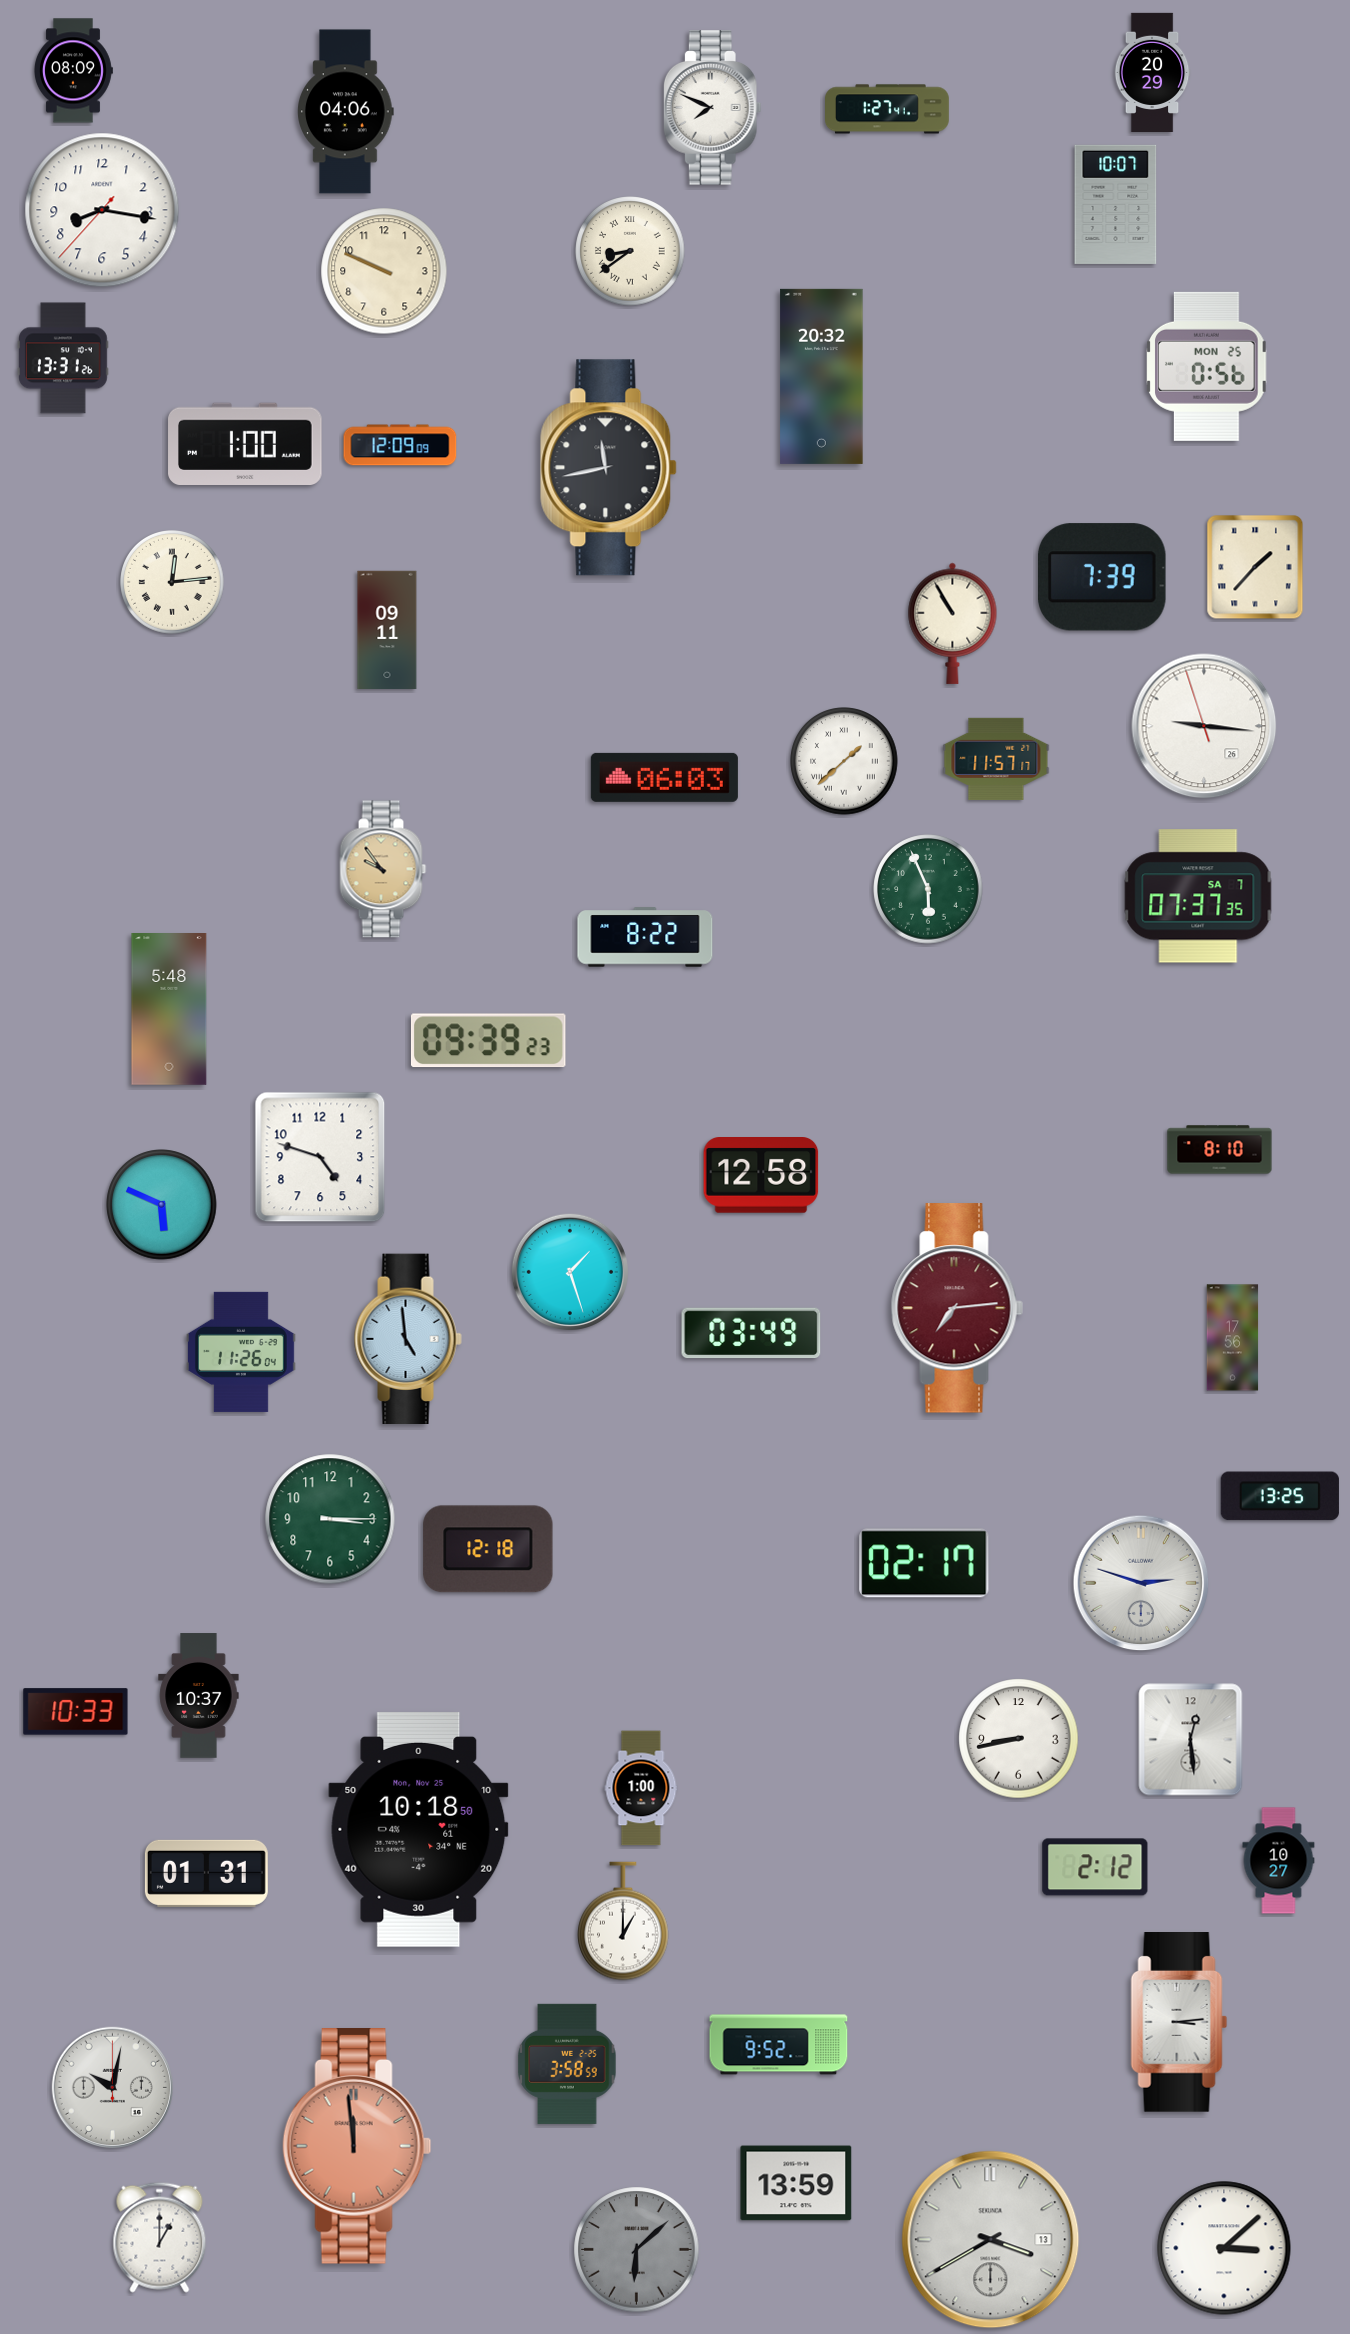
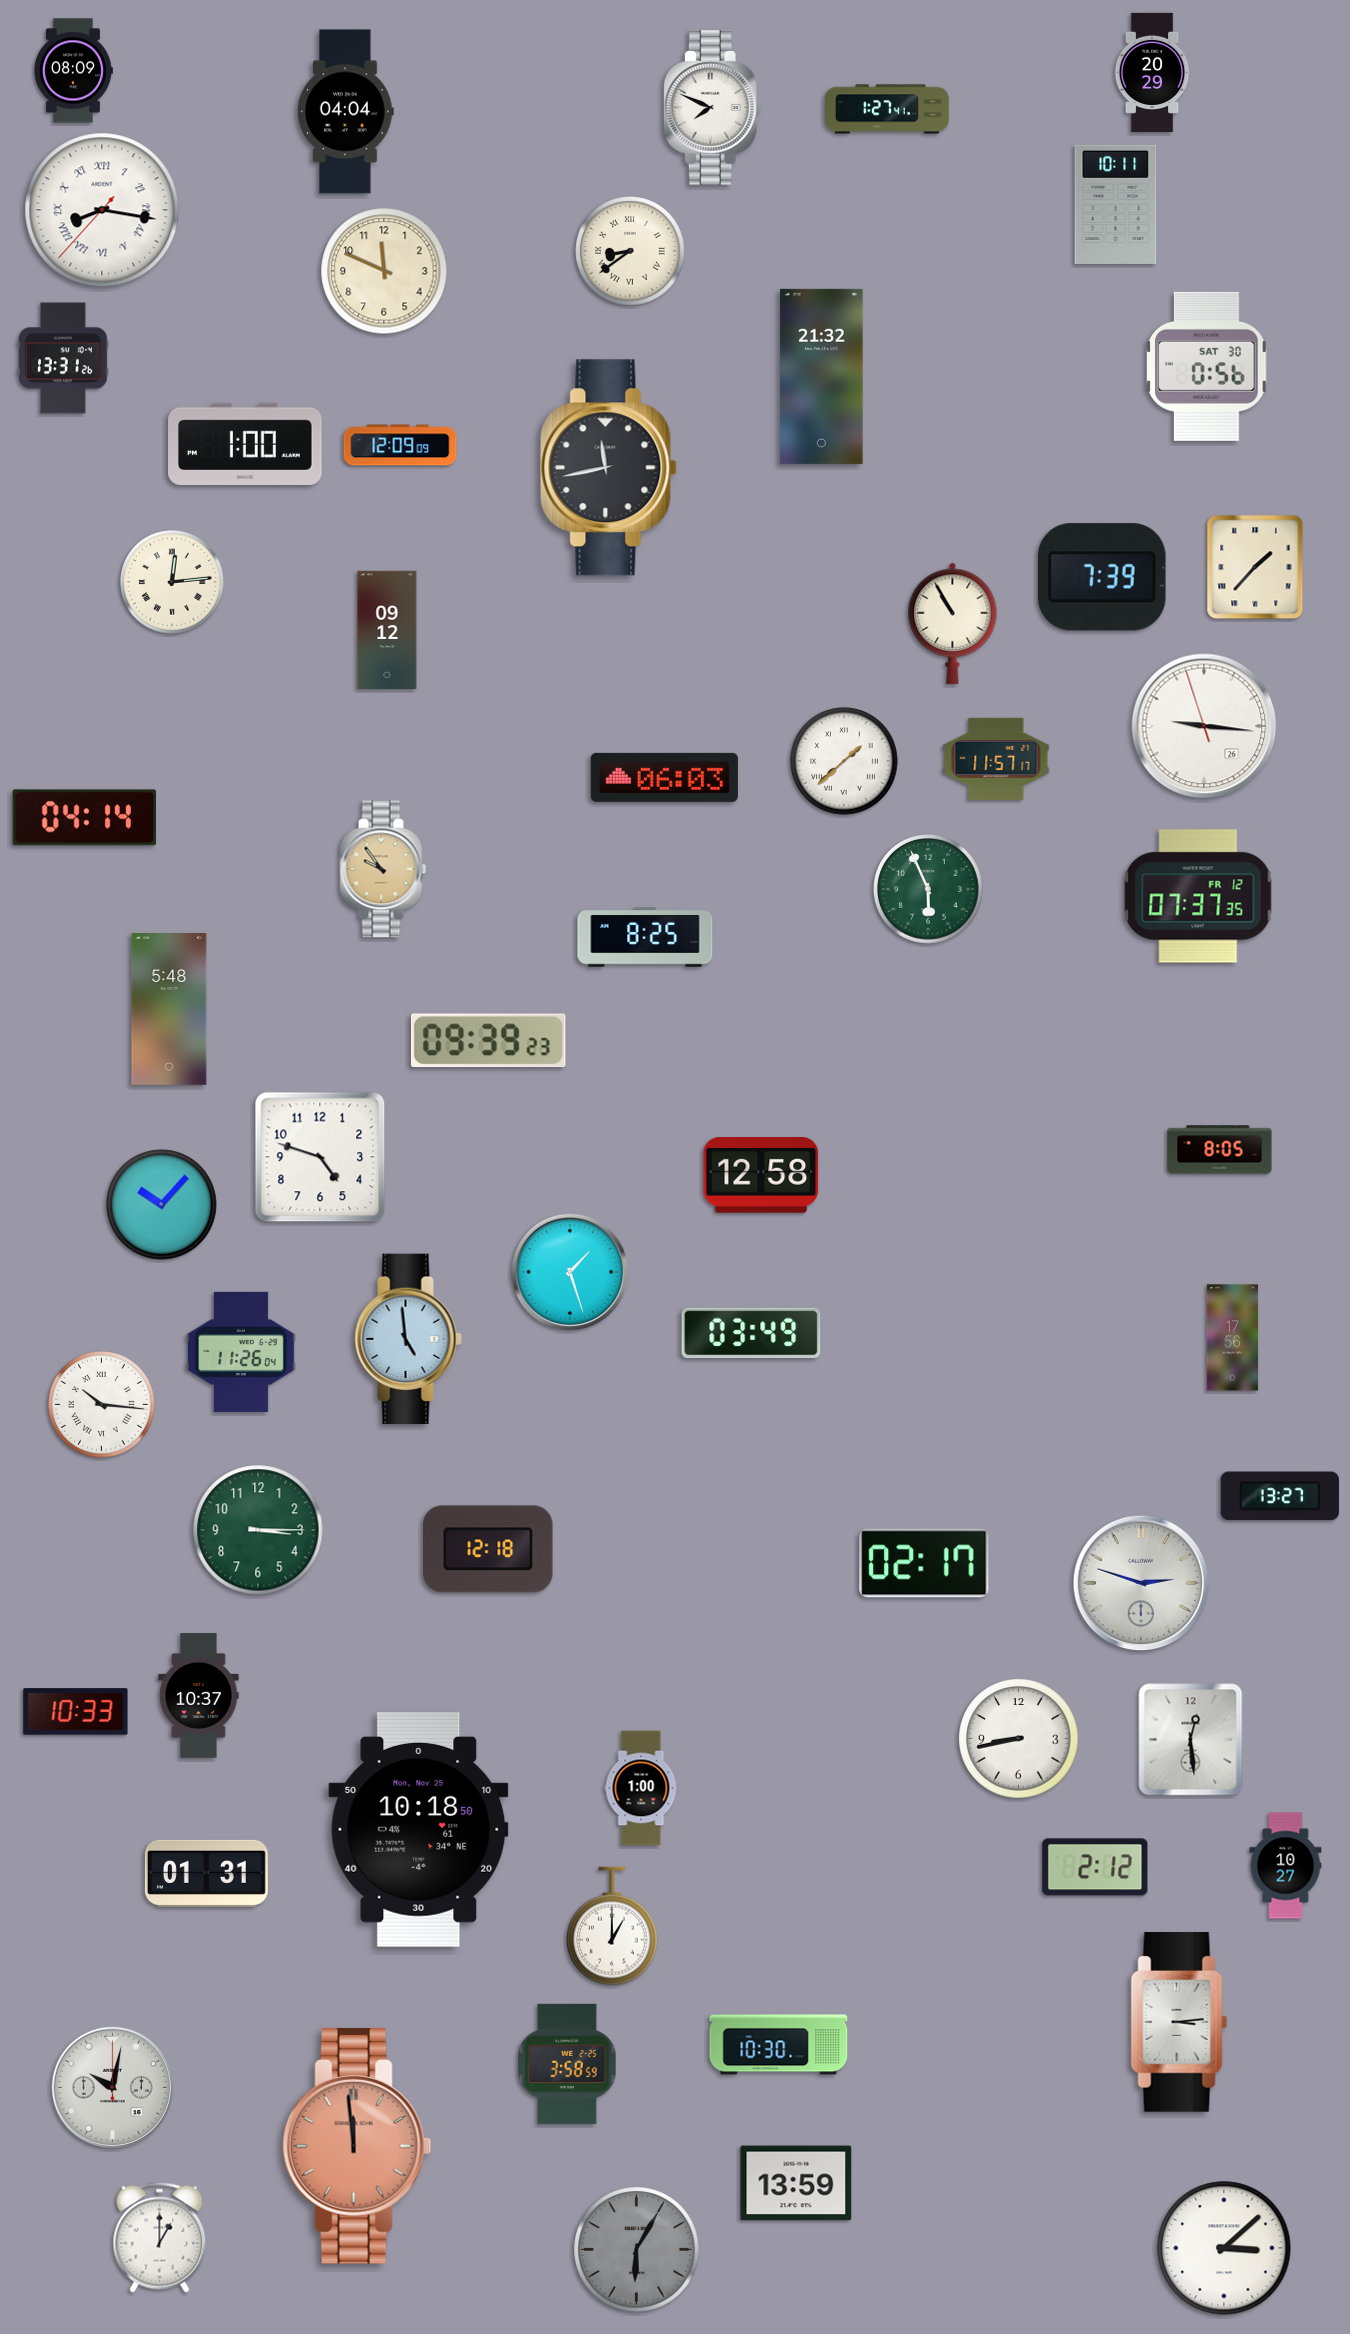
clock at (346, 112): 04:06 -> 04:04
clock at (1116, 204): 10:07 -> 10:11
clock at (102, 210) numerals: Arabic -> Roman
clock at (384, 271): 9:49 -> 11:49
clock at (1207, 366) date: MON 25 -> SAT 30
clock at (822, 376): 20:32 -> 21:32
clock at (387, 630): 09:11 -> 09:12
clock at (84, 818): none -> 04:14
clock at (1198, 896) date: SA 7 -> FR 12
clock at (645, 937): 8:22 -> 8:25
clock at (1220, 1150): 8:10 -> 8:05
clock at (162, 1205): 5:49 -> 10:07
clock at (957, 1308): 7:14 -> none
clock at (102, 1405): none -> 10:16
clock at (1280, 1496): 13:25 -> 13:27
clock at (330, 1519) position: (330, 1519) -> (258, 1530)
clock at (1279, 1861) position: (1279, 1861) -> (1286, 1866)
clock at (623, 1921) position: (623, 1921) -> (612, 1926)
clock at (779, 2045): 9:52 -> 10:30
clock at (991, 2240): 3:40 -> none
clock at (637, 2250): 6:08 -> 6:05
